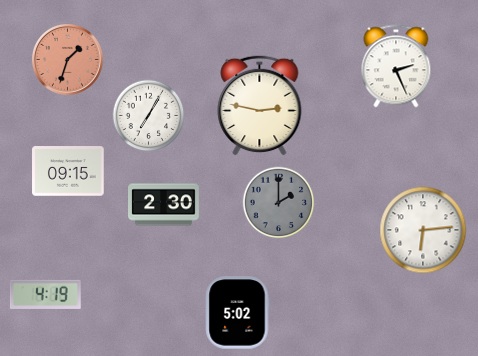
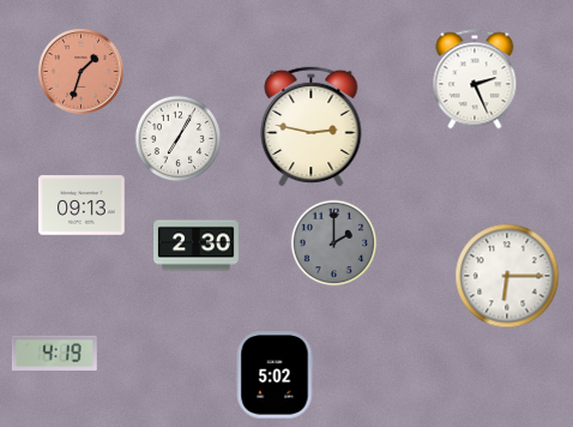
clock at (68, 171): 09:15 -> 09:13
clock at (423, 230): 6:14 -> 6:15
clock at (237, 313) position: (237, 313) -> (275, 375)
